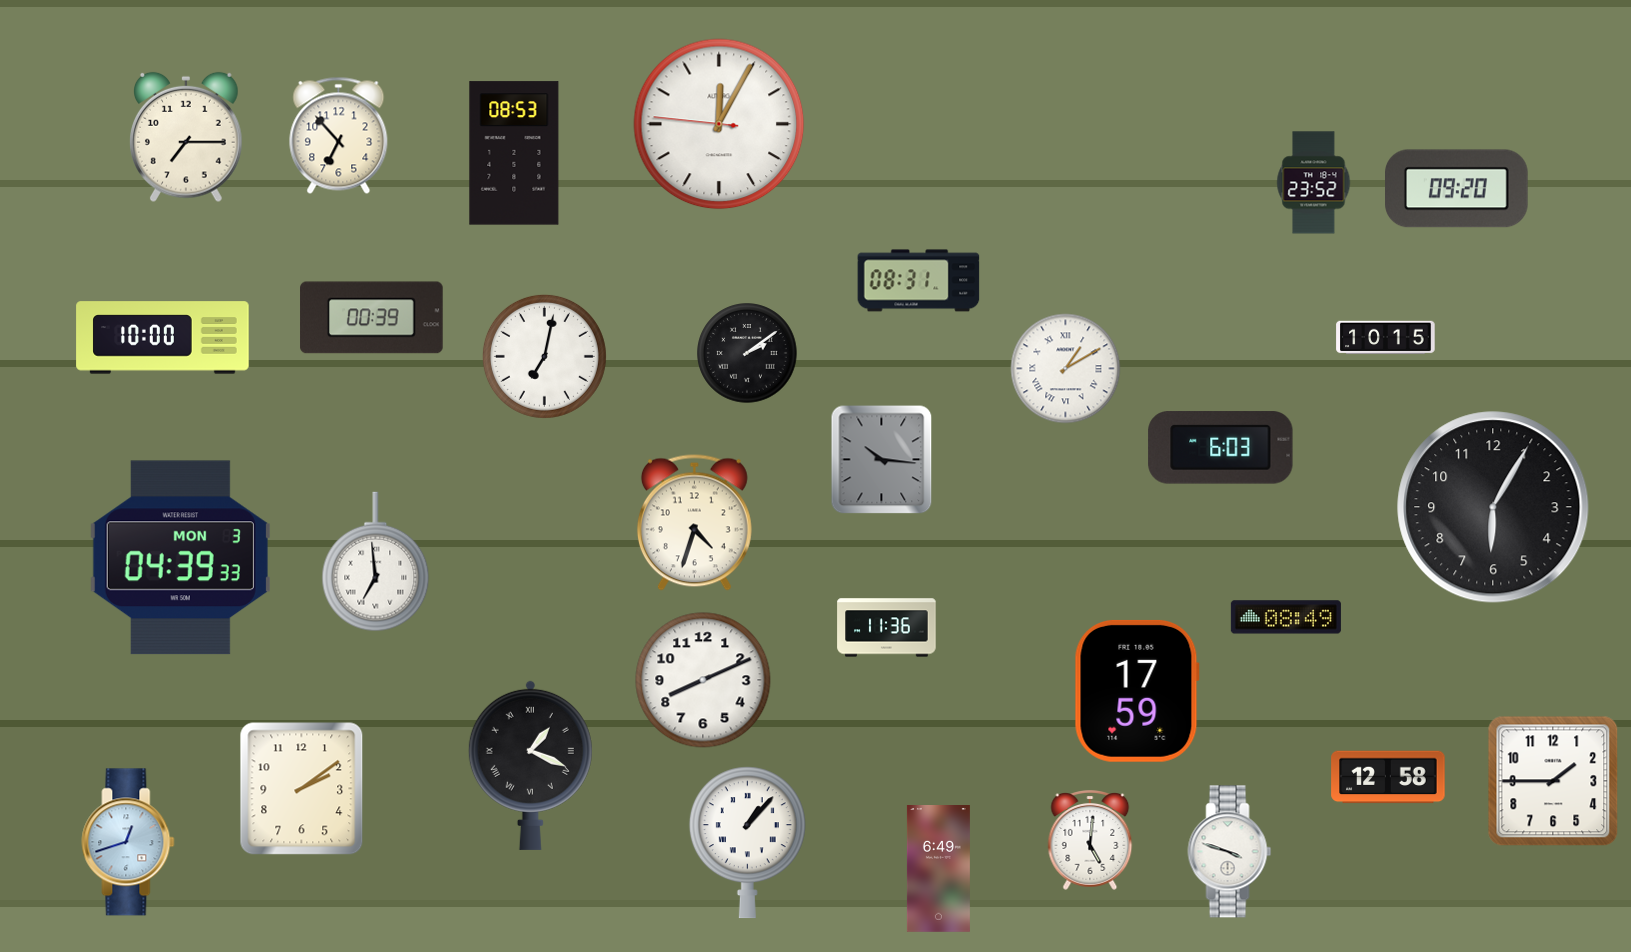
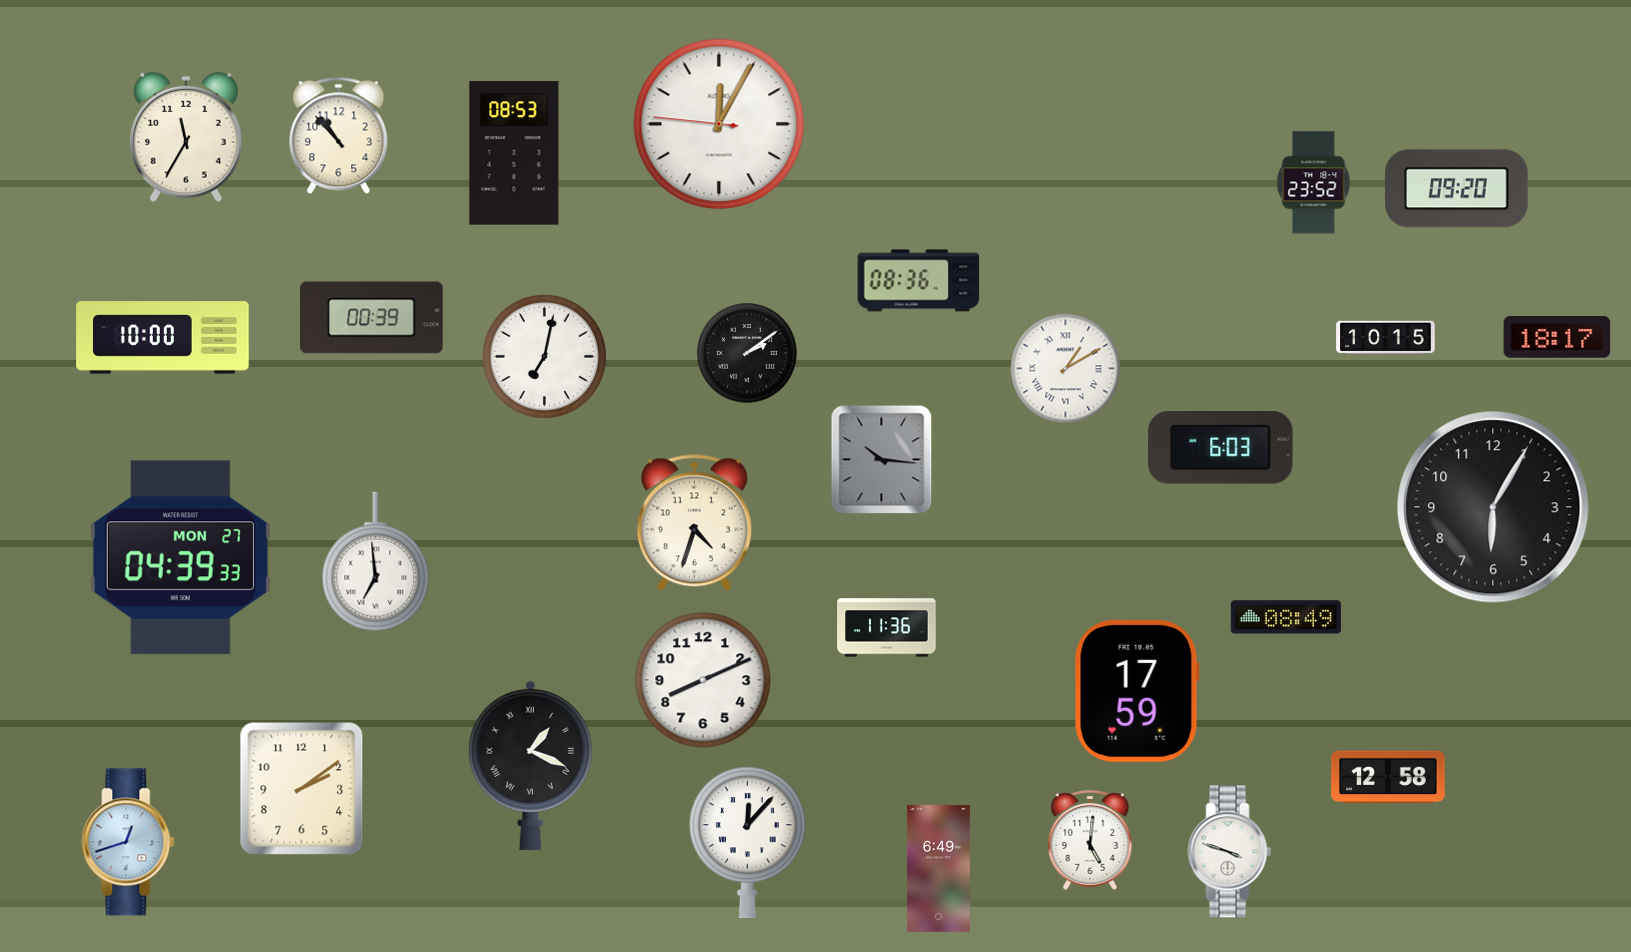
clock at (339, 135): 6:53 -> 10:53
clock at (187, 137): 7:15 -> 11:35
clock at (919, 281): 08:31 -> 08:36
clock at (1557, 337): none -> 18:17
clock at (180, 558) date: MON 3 -> MON 27
clock at (1553, 781): 1:45 -> none
clock at (747, 843): 1:07 -> 12:07
